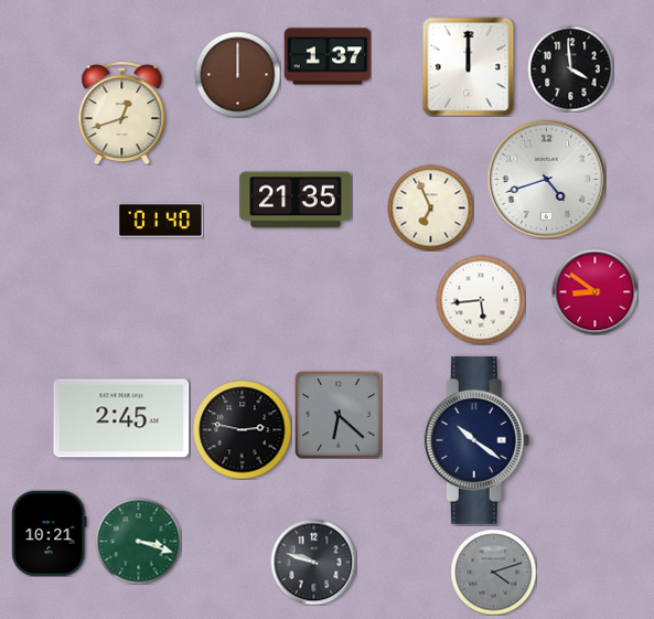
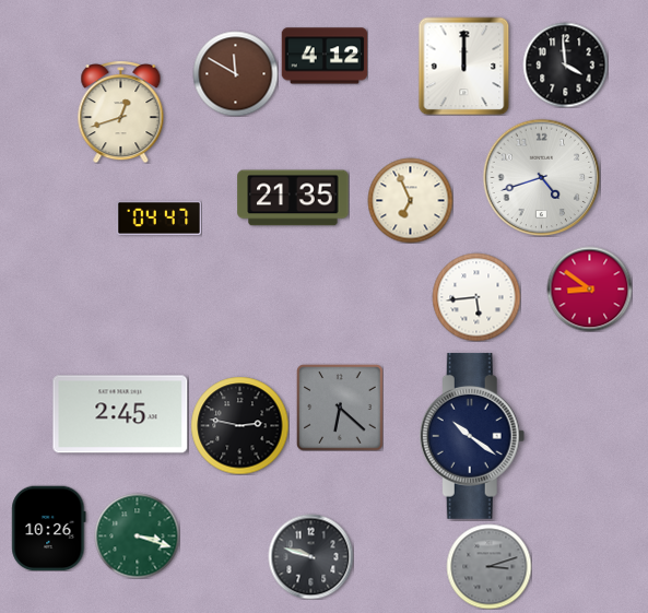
clock at (328, 56): 1:37 -> 4:12
clock at (570, 68) position: (570, 68) -> (565, 64)
clock at (237, 74): 12:00 -> 11:50
clock at (430, 207) position: (430, 207) -> (410, 200)
clock at (160, 221): 01:40 -> 04:47
clock at (339, 415) position: (339, 415) -> (340, 408)
clock at (50, 533): 10:21 -> 10:26
clock at (493, 572): 4:12 -> 3:12
